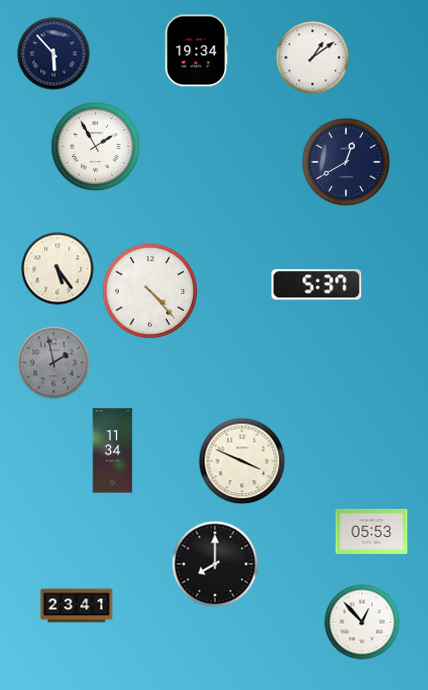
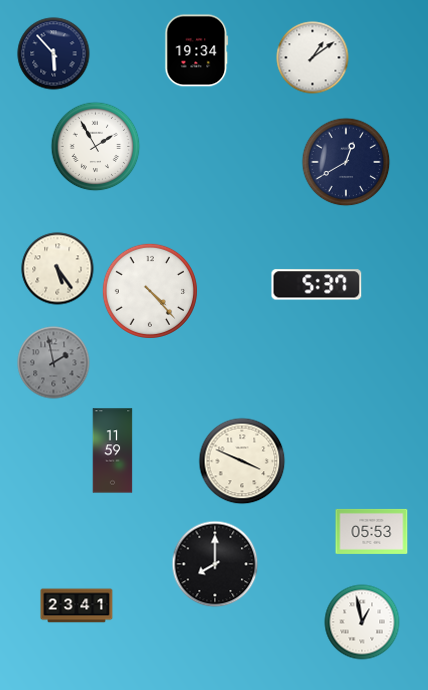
clock at (113, 451): 11:34 -> 11:59
clock at (362, 622): 12:53 -> 12:58
